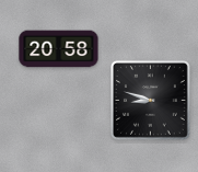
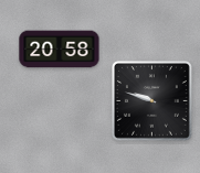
clock at (150, 100): 8:48 -> 9:48
